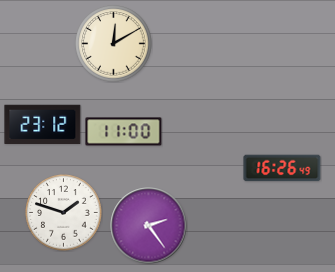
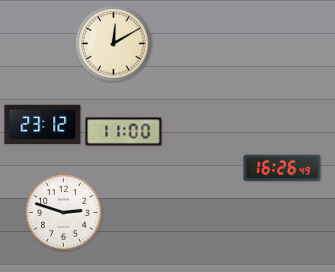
clock at (64, 213): 1:48 -> 2:48
clock at (149, 226): 2:24 -> none
